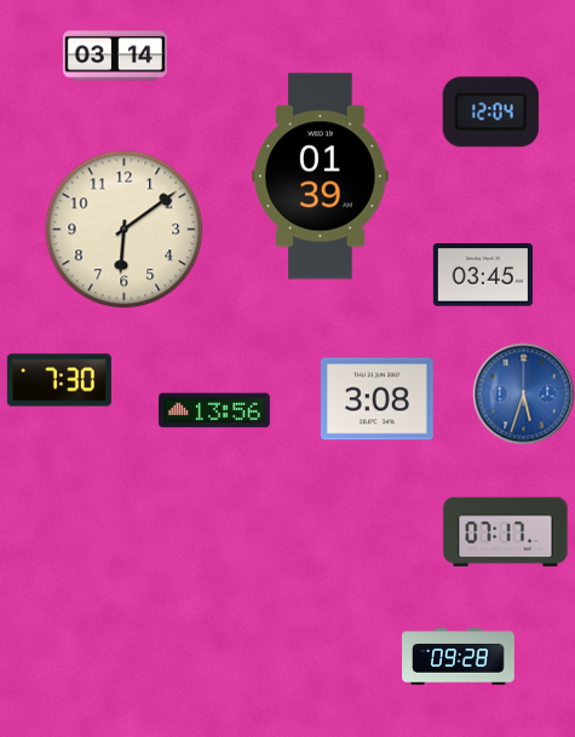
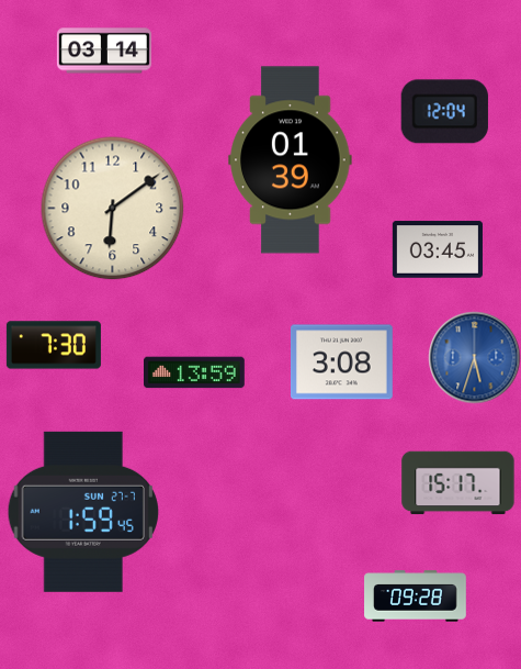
clock at (490, 113) position: (490, 113) -> (444, 112)
clock at (215, 410): 13:56 -> 13:59
clock at (506, 532): 07:17 -> 15:17
clock at (83, 512): none -> 1:59
